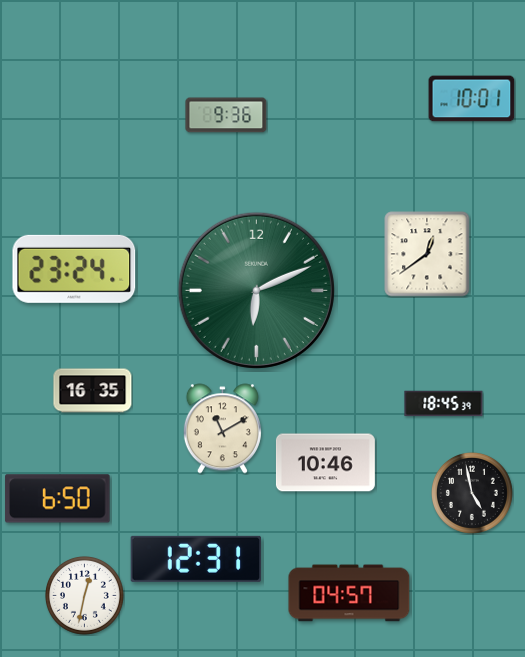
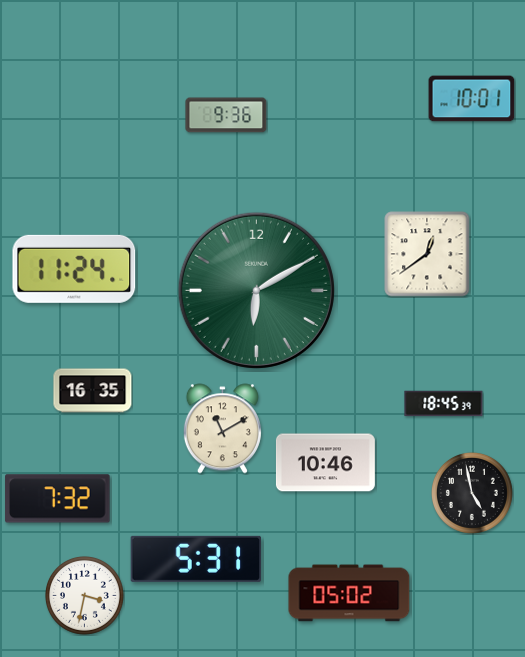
clock at (74, 269): 23:24 -> 11:24
clock at (256, 290): 6:11 -> 6:10
clock at (58, 499): 6:50 -> 7:32
clock at (195, 559): 12:31 -> 5:31
clock at (349, 593): 04:57 -> 05:02
clock at (85, 596): 12:32 -> 3:32
